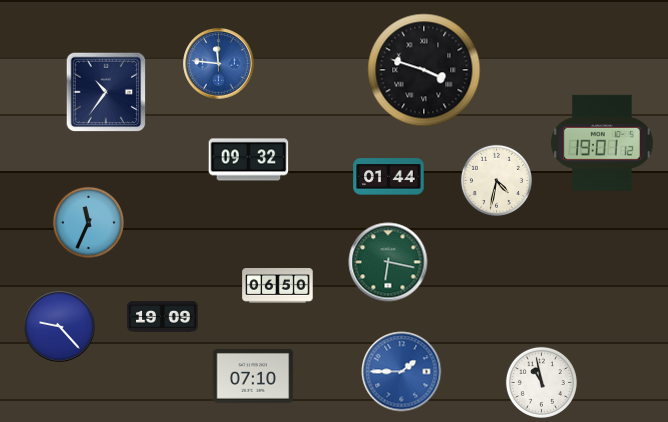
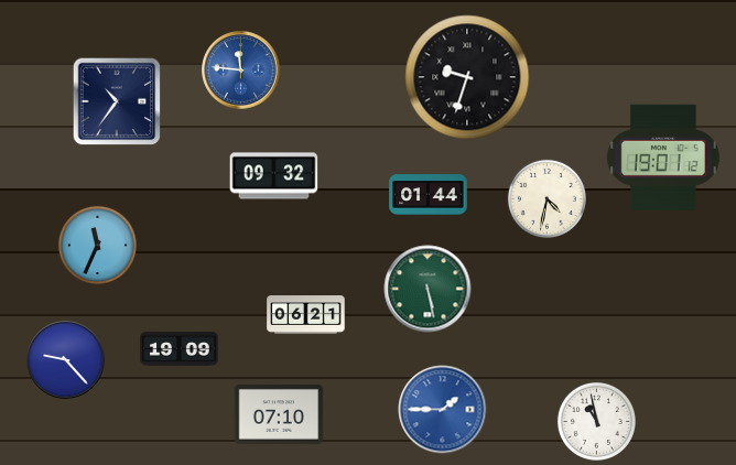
clock at (424, 70): 3:48 -> 9:33
clock at (388, 262): 6:17 -> 5:28
clock at (278, 286): 06:50 -> 06:21
